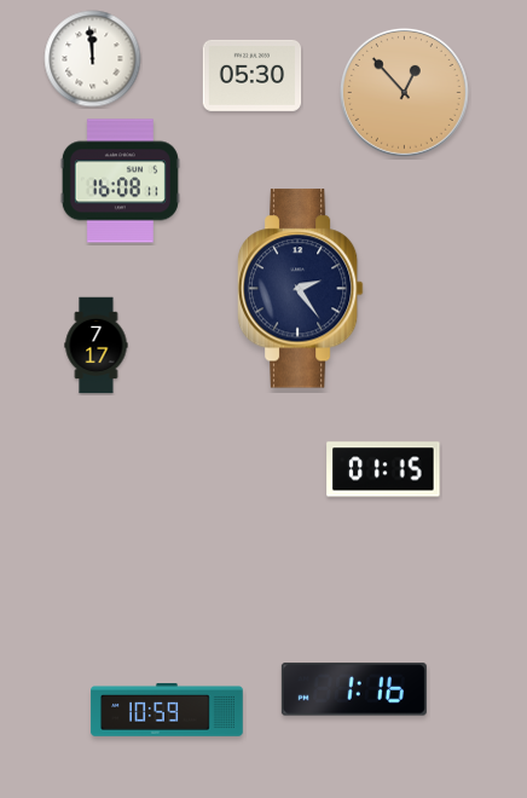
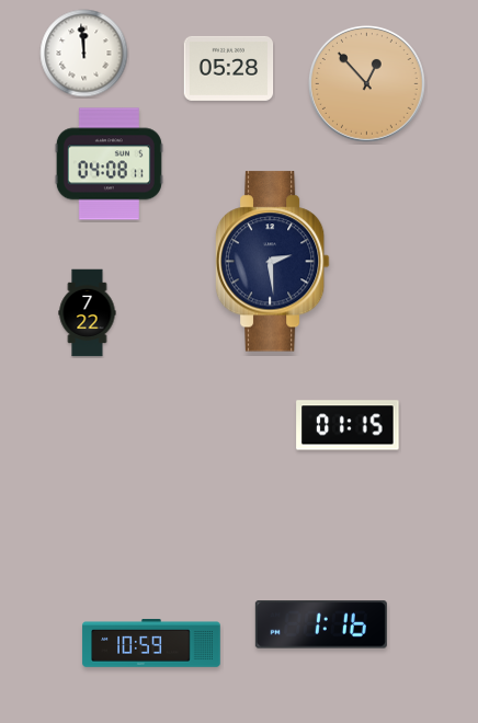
clock at (253, 75): 05:30 -> 05:28
clock at (120, 181): 16:08 -> 04:08
clock at (300, 289): 2:24 -> 2:29
clock at (97, 346): 7:17 -> 7:22
